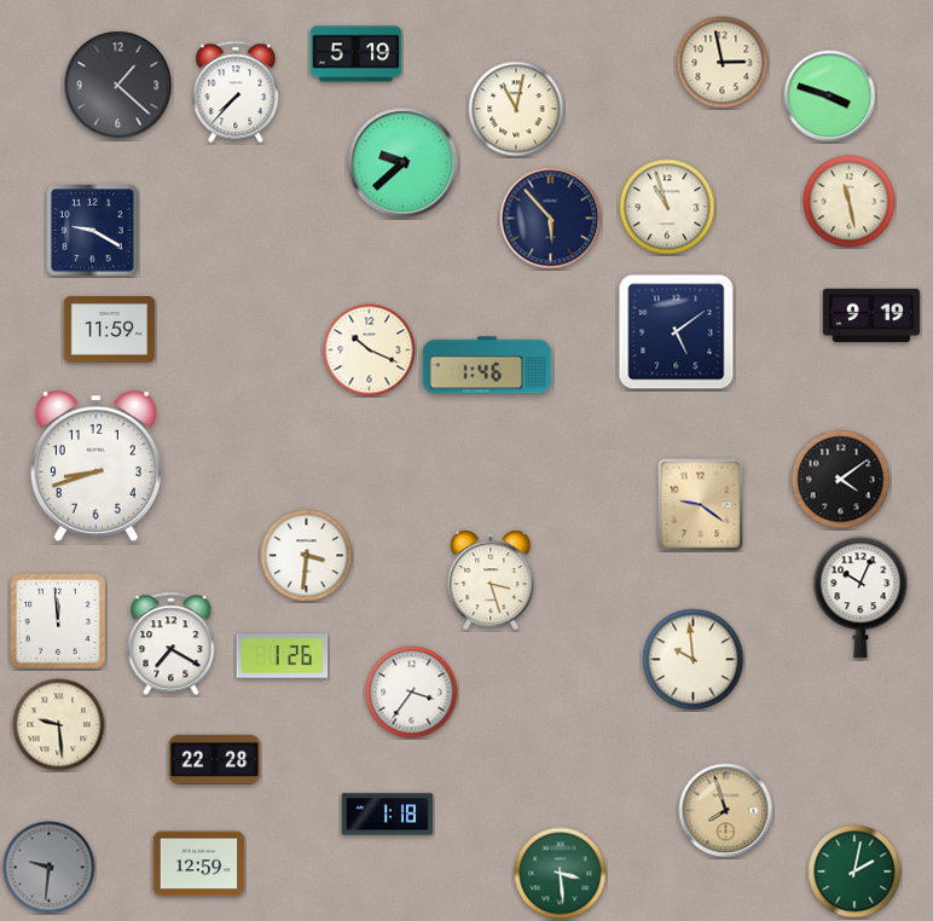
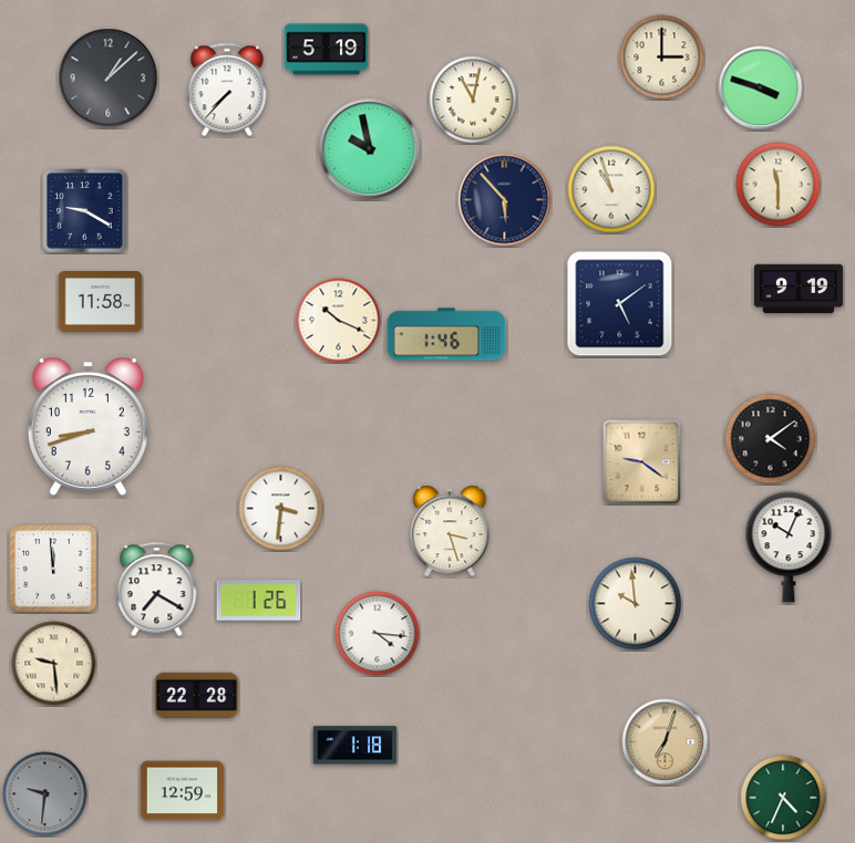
clock at (723, 63): 2:58 -> 3:00
clock at (118, 86): 1:22 -> 1:08
clock at (236, 92) position: (236, 92) -> (227, 90)
clock at (404, 163): 9:38 -> 9:58
clock at (850, 202): 11:28 -> 11:30
clock at (110, 330): 11:59 -> 11:58
clock at (412, 693): 3:36 -> 4:16
clock at (726, 811): 7:57 -> 7:03
clock at (854, 871): 2:02 -> 4:34
clock at (561, 874): 3:29 -> none
